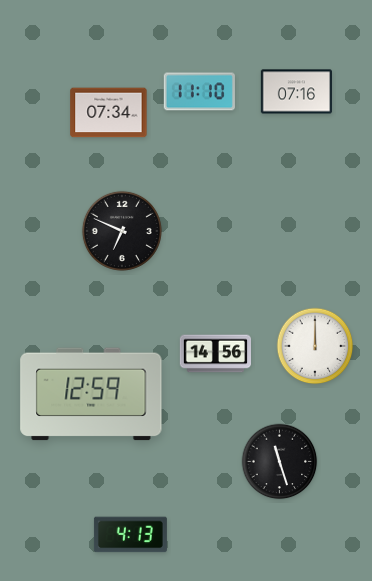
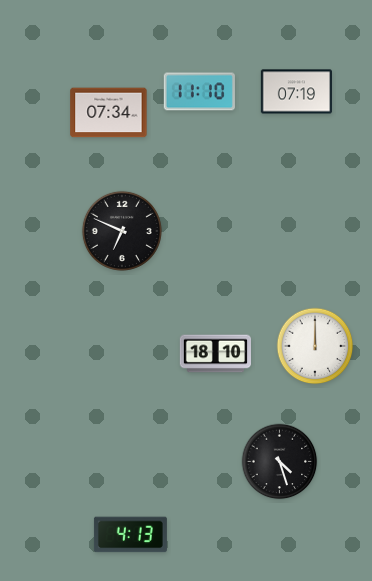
clock at (296, 92): 07:16 -> 07:19
clock at (215, 354): 14:56 -> 18:10
clock at (91, 394): 12:59 -> none
clock at (280, 462): 11:27 -> 4:27
